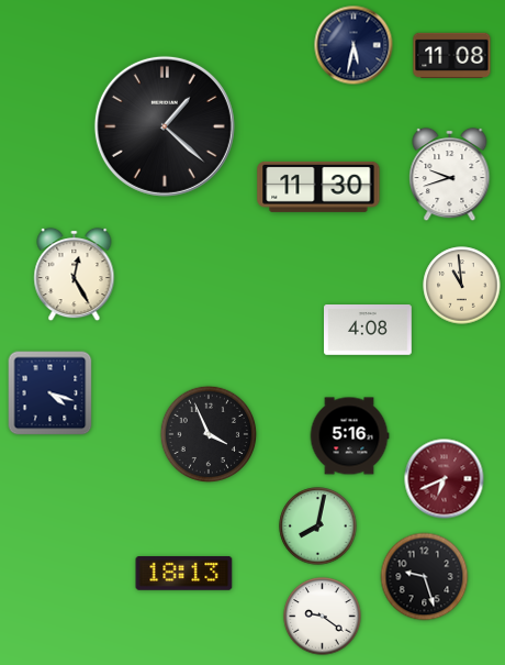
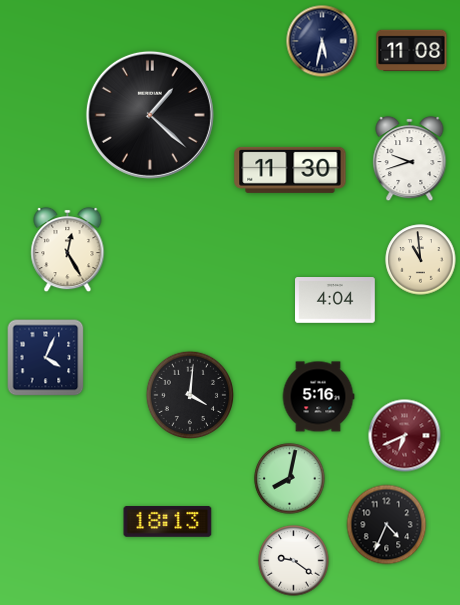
clock at (369, 331): 4:08 -> 4:04
clock at (50, 394): 4:18 -> 4:04
clock at (209, 434): 3:56 -> 4:01
clock at (425, 577): 9:27 -> 4:34
